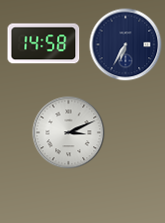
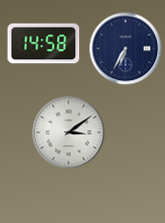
clock at (126, 45) position: (126, 45) -> (126, 49)
clock at (69, 133): 3:11 -> 3:09
